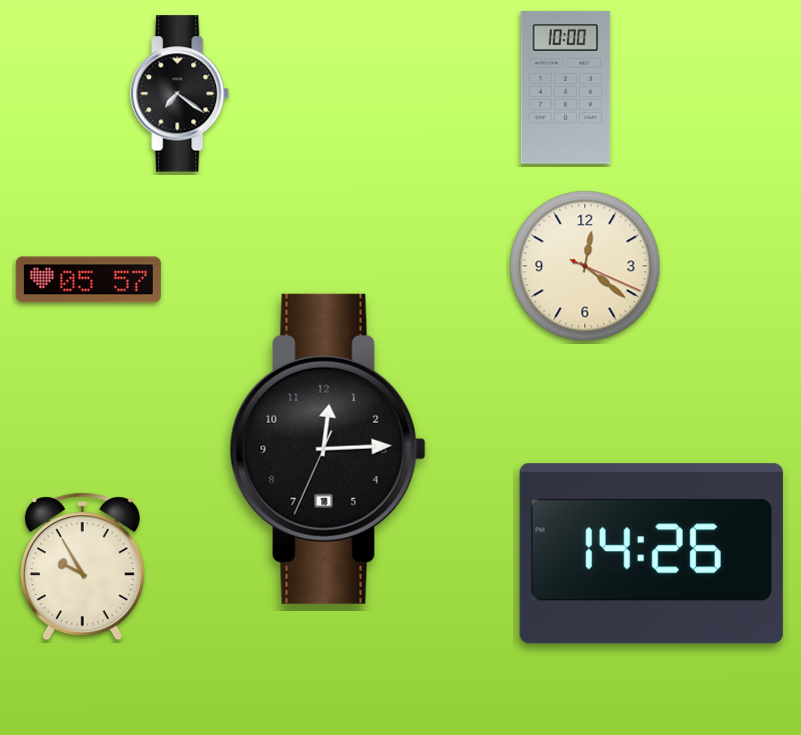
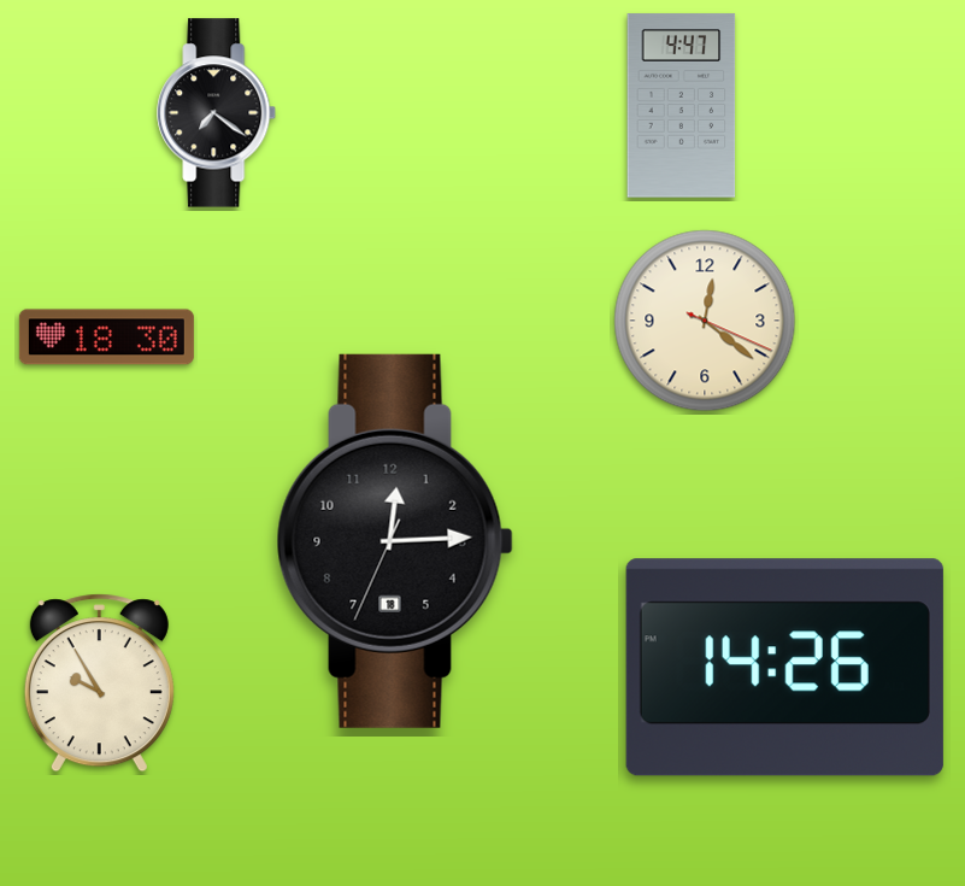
clock at (566, 88): 10:00 -> 4:47
clock at (88, 280): 05:57 -> 18:30
